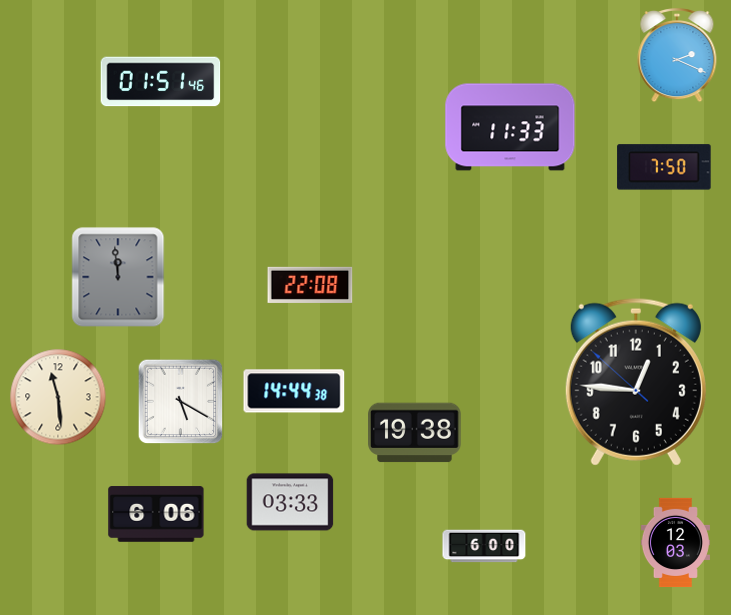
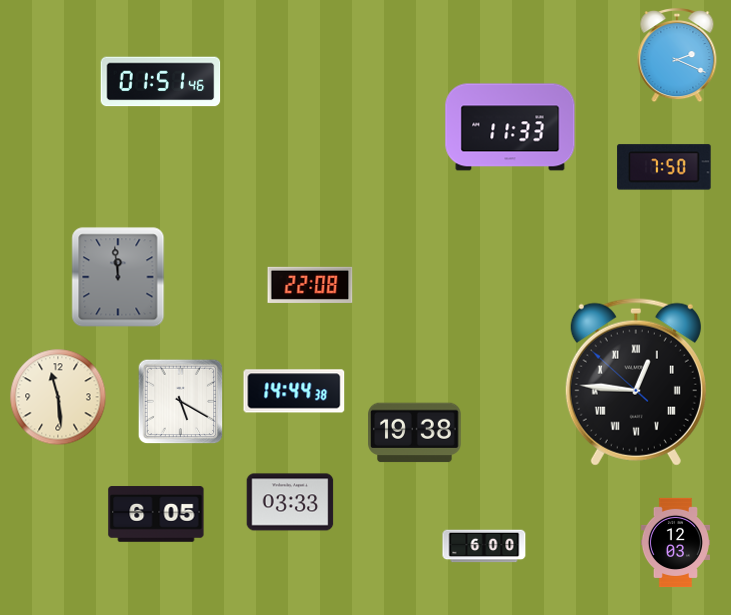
clock at (636, 382) numerals: Arabic -> Roman
clock at (156, 514): 6:06 -> 6:05
